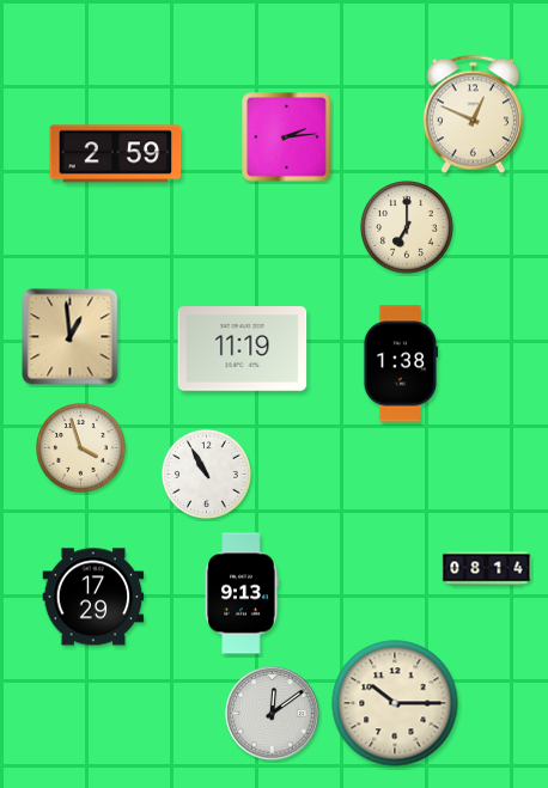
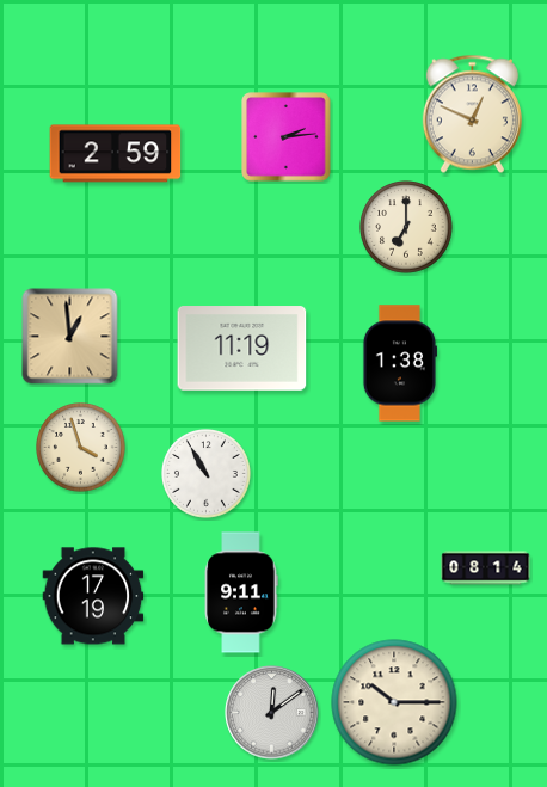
clock at (242, 593): 9:13 -> 9:11
clock at (93, 597): 17:29 -> 17:19
